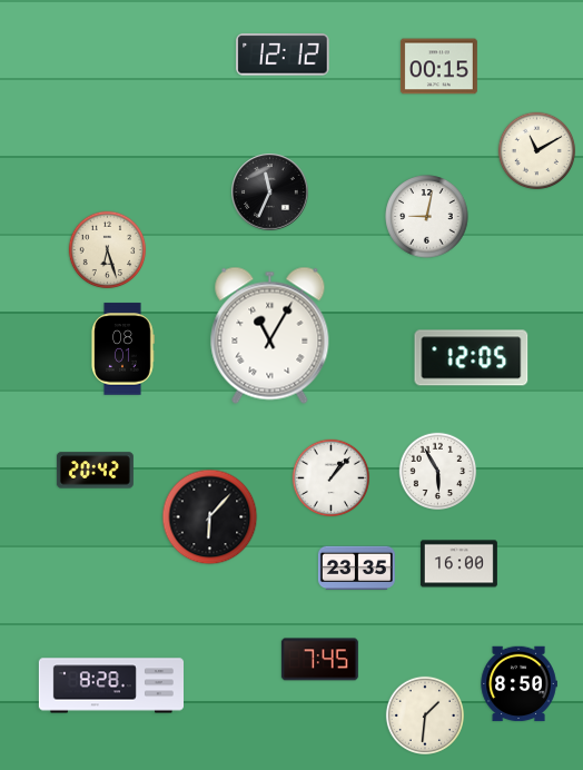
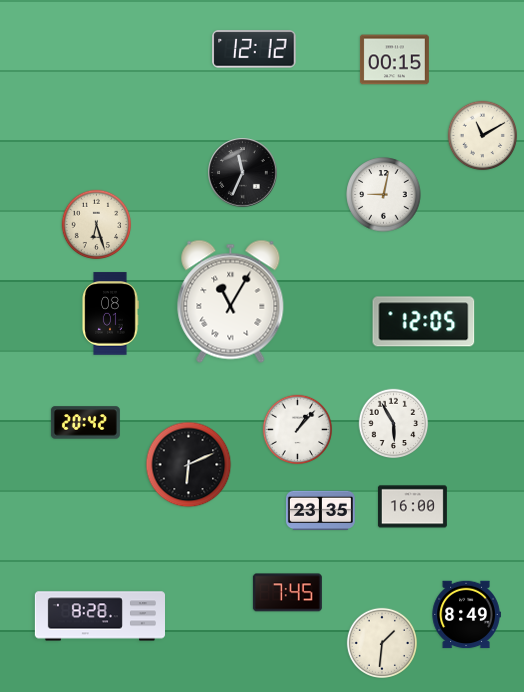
clock at (270, 335) position: (270, 335) -> (231, 301)
clock at (210, 517): 6:07 -> 6:11
clock at (518, 684): 8:50 -> 8:49
